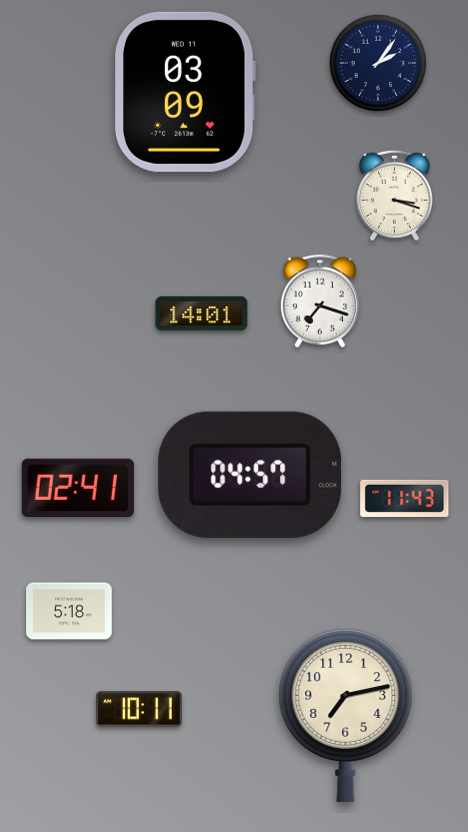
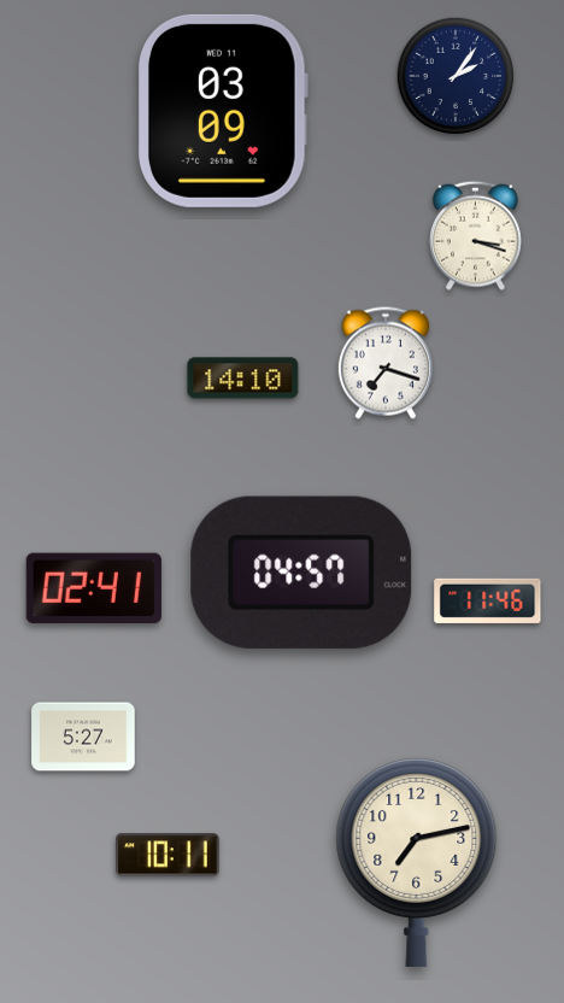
clock at (202, 314): 14:01 -> 14:10
clock at (405, 498): 11:43 -> 11:46
clock at (69, 611): 5:18 -> 5:27
